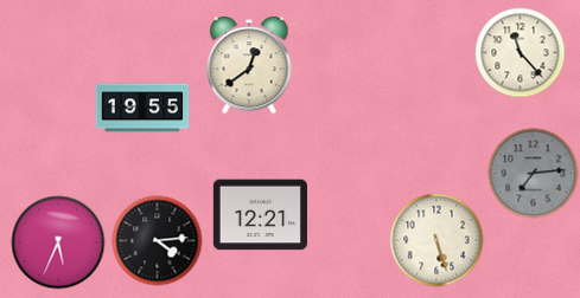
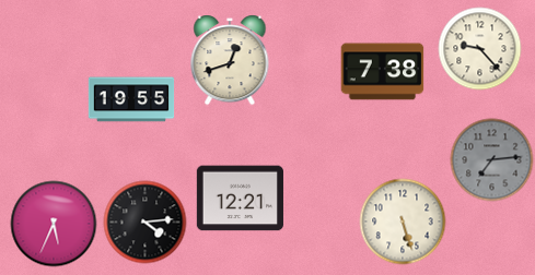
clock at (521, 53): 11:23 -> 9:23
clock at (249, 65): 12:39 -> 12:42
clock at (383, 72): none -> 7:38
